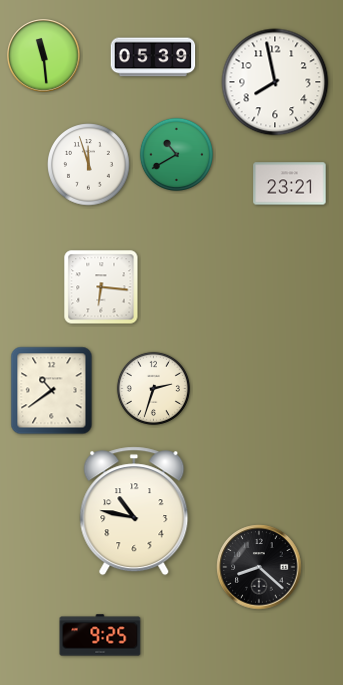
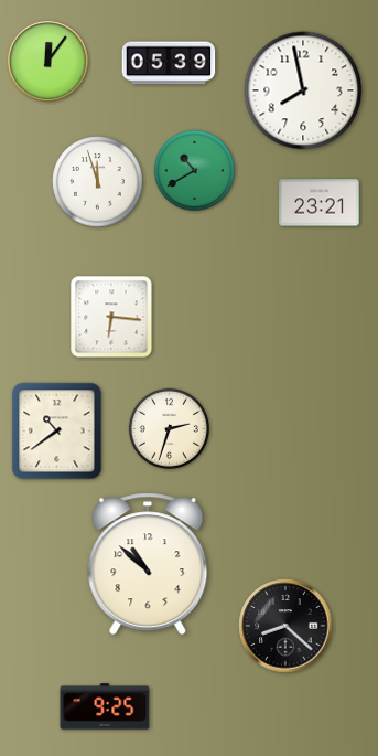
clock at (44, 56): 11:29 -> 12:06
clock at (134, 511): 10:47 -> 10:52
clock at (100, 635) position: (100, 635) -> (105, 706)
